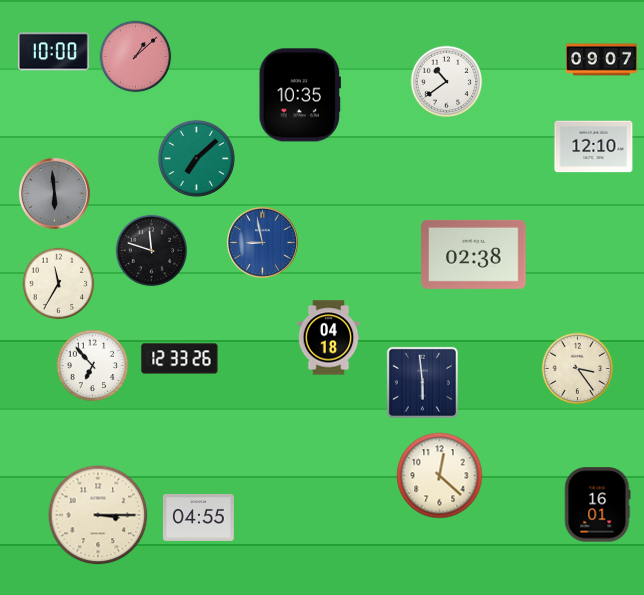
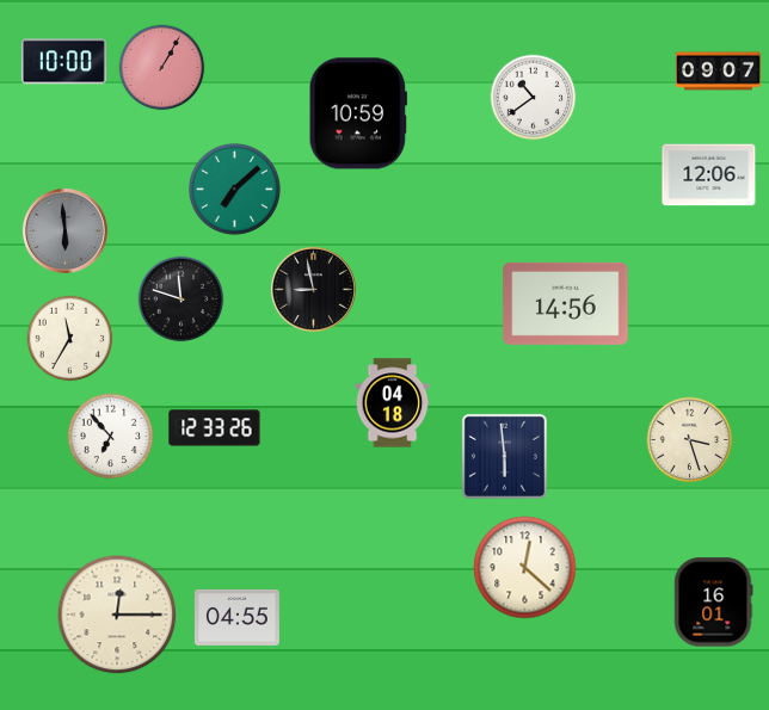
clock at (136, 57): 1:08 -> 1:05
clock at (300, 95): 10:35 -> 10:59
clock at (594, 147): 12:10 -> 12:06
clock at (262, 242) dial: blue -> black
clock at (474, 254): 02:38 -> 14:56
clock at (578, 369): 3:24 -> 3:27
clock at (98, 515): 3:15 -> 12:15
